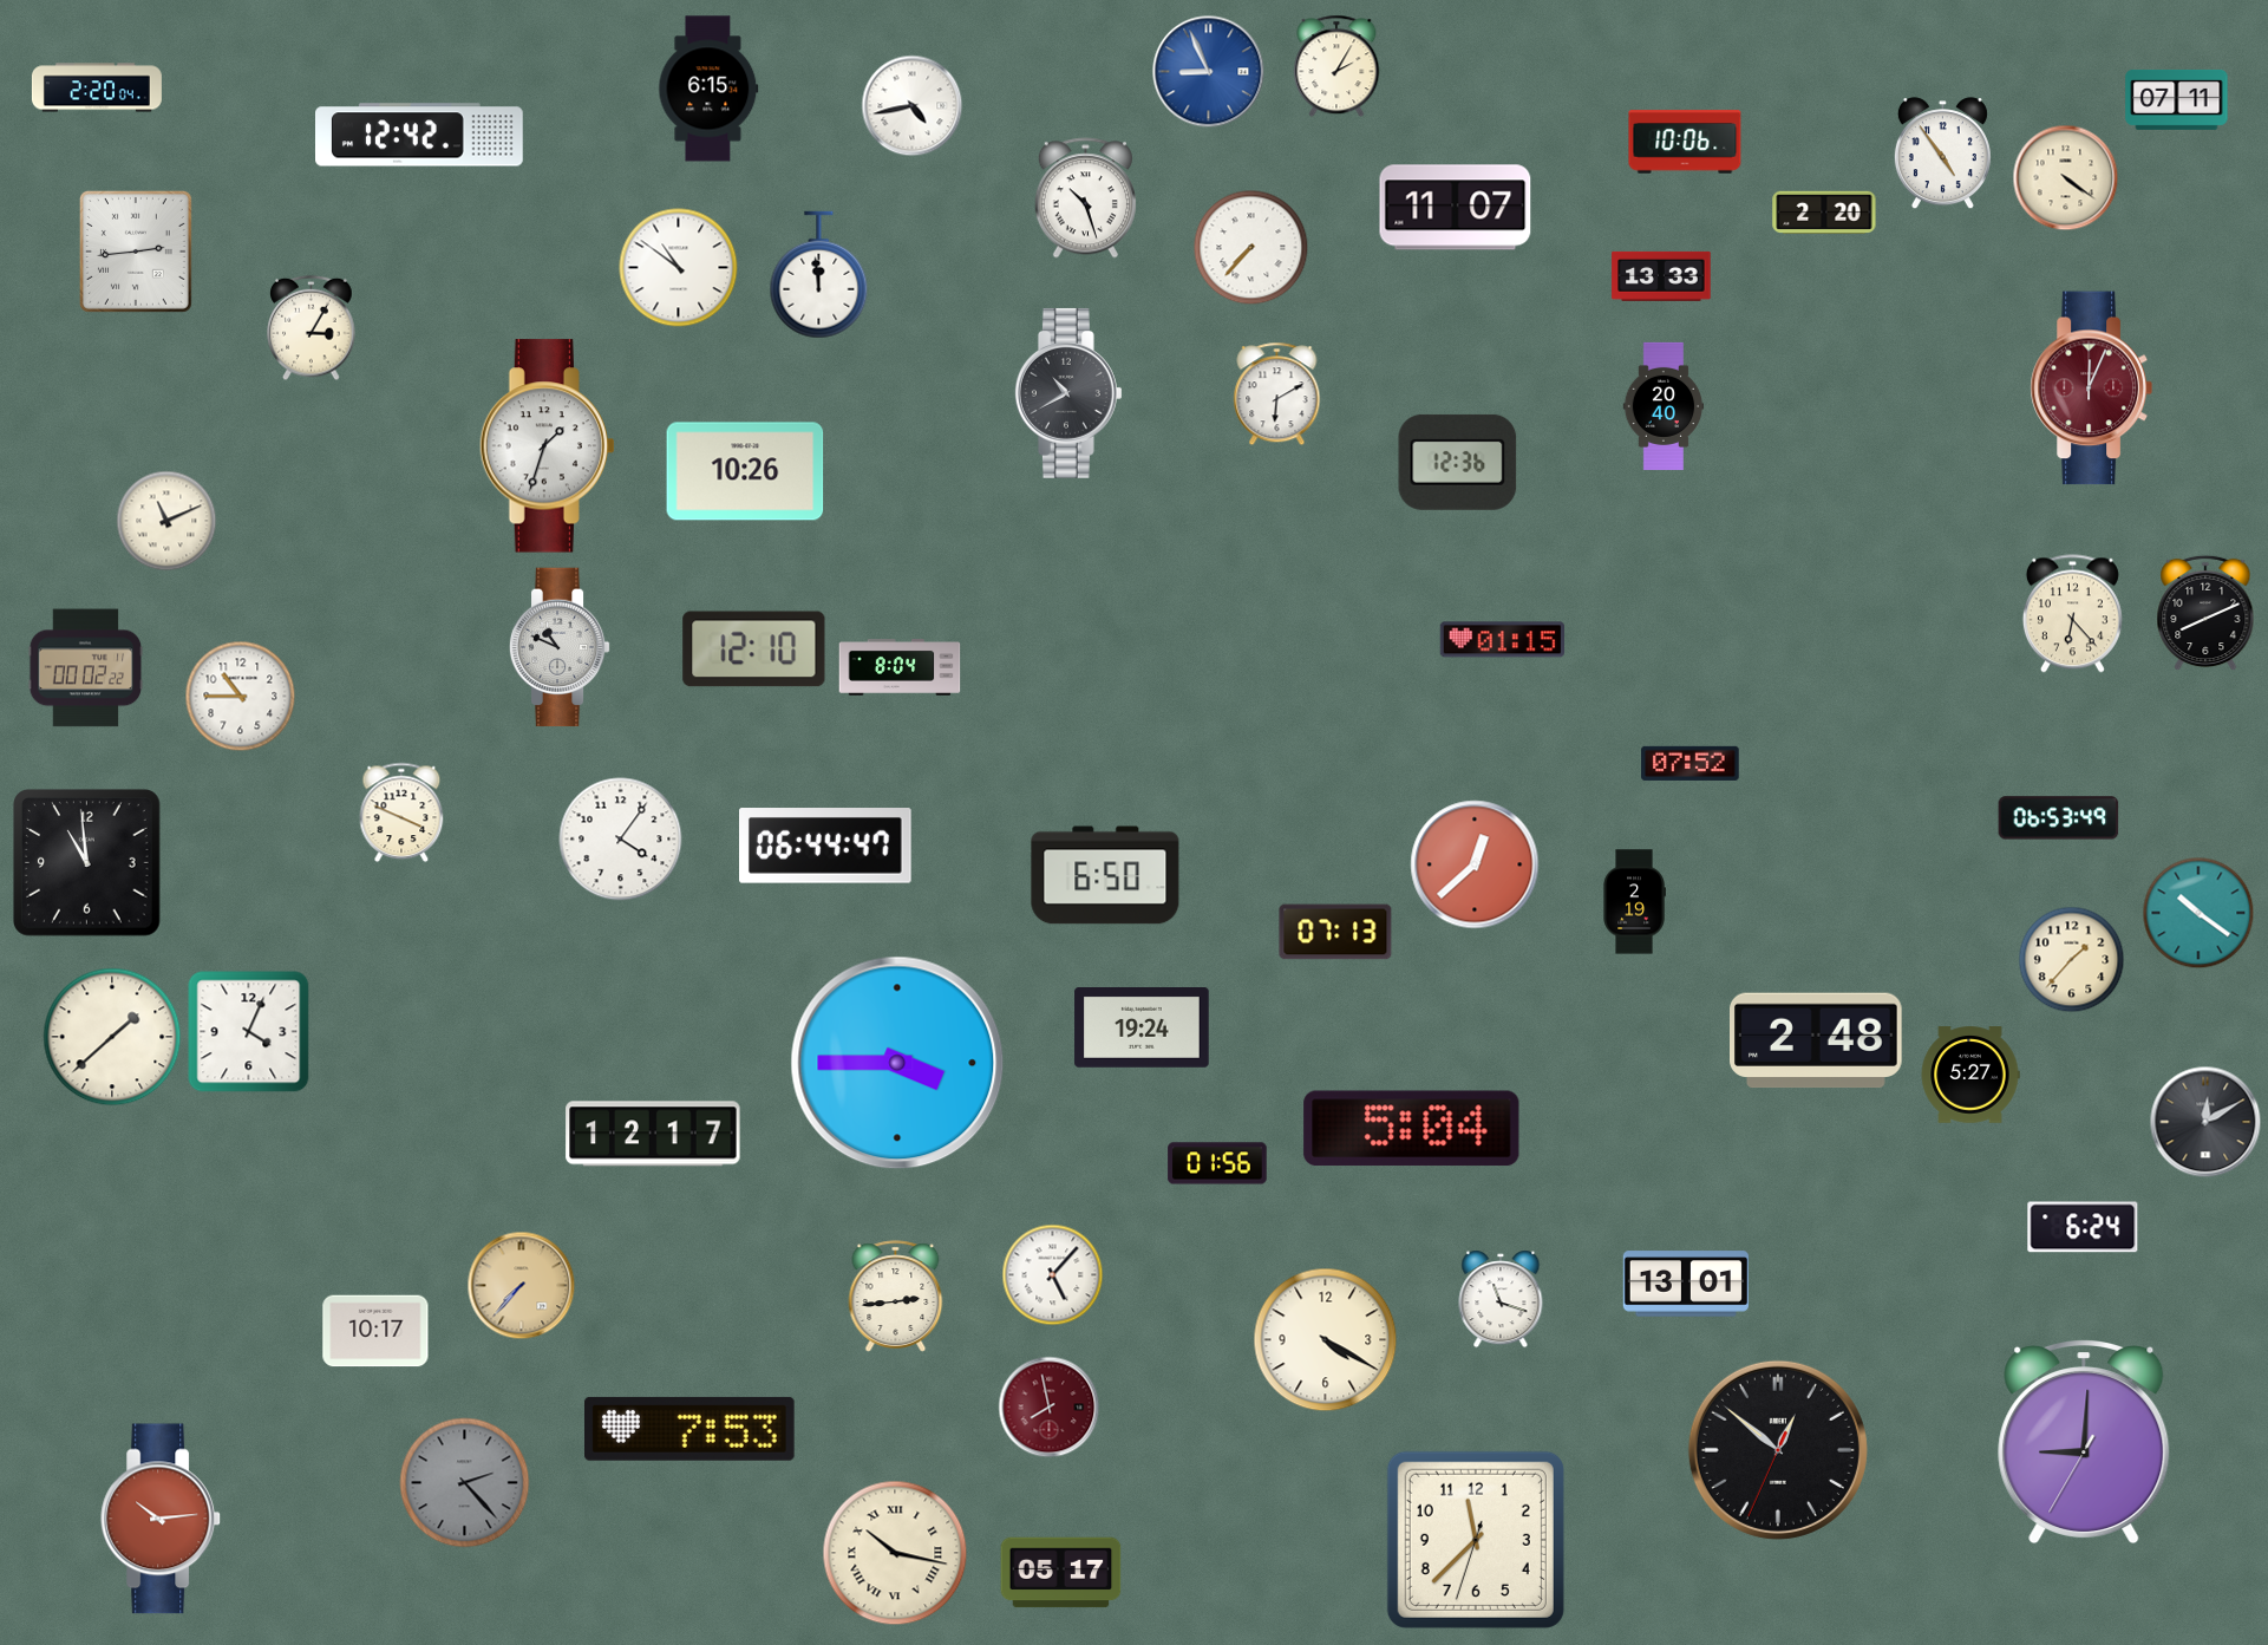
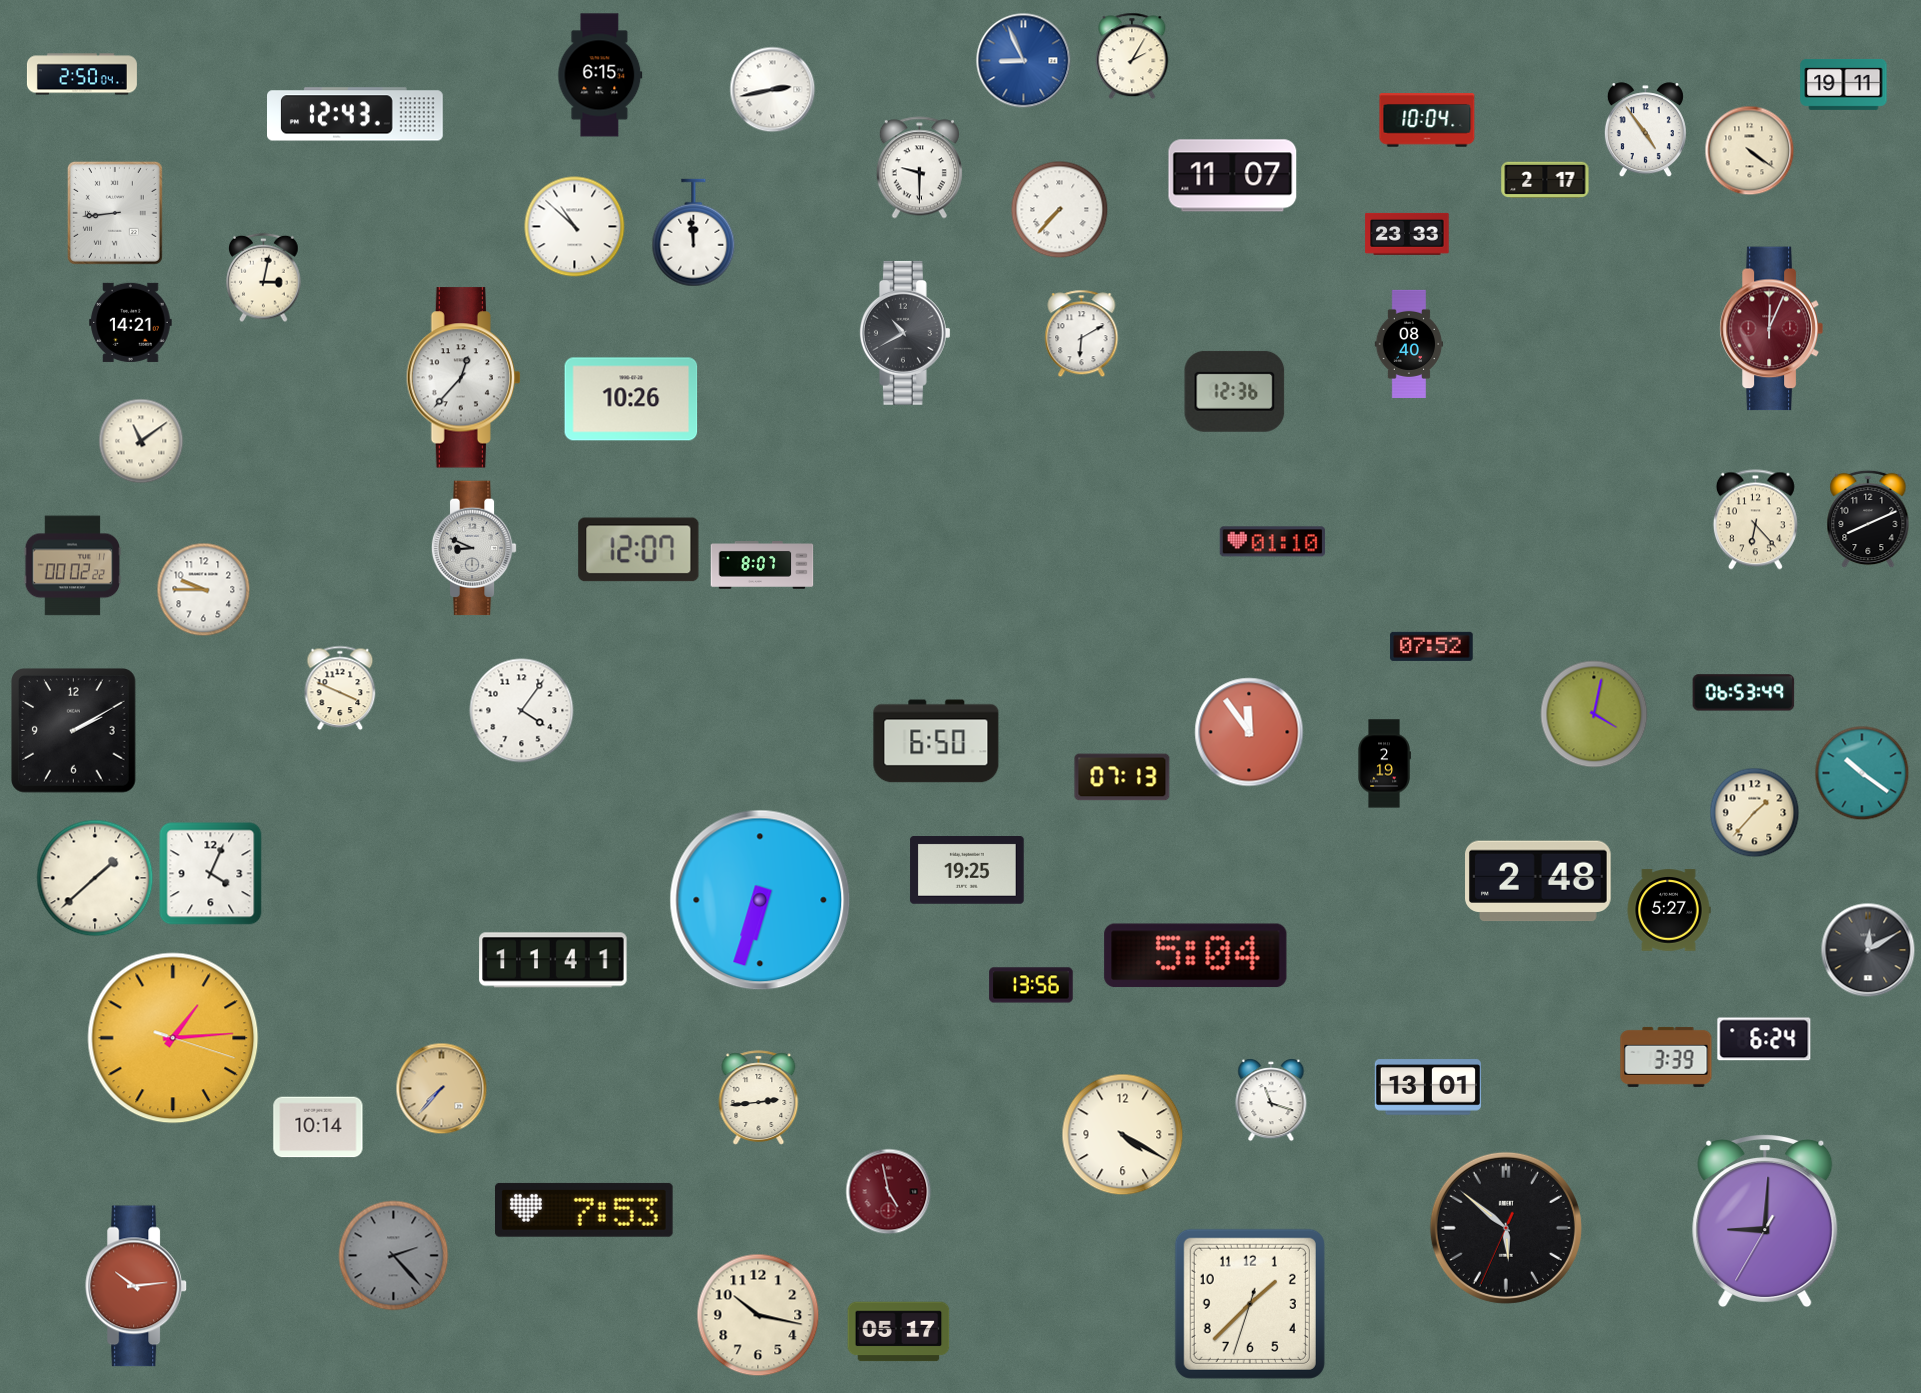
clock at (97, 87): 2:20 -> 2:50
clock at (2177, 99): 07:11 -> 19:11
clock at (913, 106): 4:43 -> 2:43
clock at (420, 135): 12:42 -> 12:43
clock at (1685, 142): 10:06 -> 10:04
clock at (1085, 198): 10:27 -> 9:30
clock at (1824, 211): 2:20 -> 2:17
clock at (136, 252): 2:44 -> 8:44
clock at (679, 268): 10:51 -> 10:52
clock at (1661, 276): 13:33 -> 23:33
clock at (312, 328): 3:05 -> 3:02
clock at (131, 322): none -> 14:21
clock at (1664, 406): 20:40 -> 08:40
clock at (547, 446): 1:33 -> 12:37
clock at (166, 521): 11:11 -> 11:09
clock at (1502, 640): 01:15 -> 01:10
clock at (560, 647): 10:49 -> 8:49
clock at (754, 649): 12:10 -> 12:07
clock at (900, 668): 8:04 -> 8:07
clock at (241, 697): 10:45 -> 9:45
clock at (621, 840) position: (621, 840) -> (522, 711)
clock at (1594, 714): none -> 4:02
clock at (826, 847): 06:44 -> none
clock at (87, 863): 10:59 -> 2:10
clock at (1475, 864): 12:38 -> 11:54
clock at (1335, 932) position: (1335, 932) -> (1122, 777)
clock at (1142, 1029): 19:24 -> 19:25
clock at (897, 1063): 3:45 -> 6:33
clock at (653, 1134): 12:17 -> 11:41
clock at (1217, 1163): 01:56 -> 13:56
clock at (173, 1038): none -> 1:14
clock at (1666, 1057): none -> 3:39
clock at (1053, 1275): 5:07 -> none
clock at (375, 1331): 10:17 -> 10:14
clock at (1050, 1408): 7:58 -> 4:58
clock at (1778, 1450): 12:51 -> 5:51
clock at (1476, 1540): 11:37 -> 1:37
clock at (895, 1553) numerals: Roman -> Arabic
